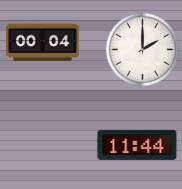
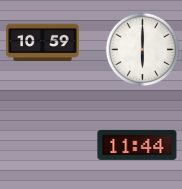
clock at (43, 43): 00:04 -> 10:59
clock at (143, 50): 2:00 -> 6:00
